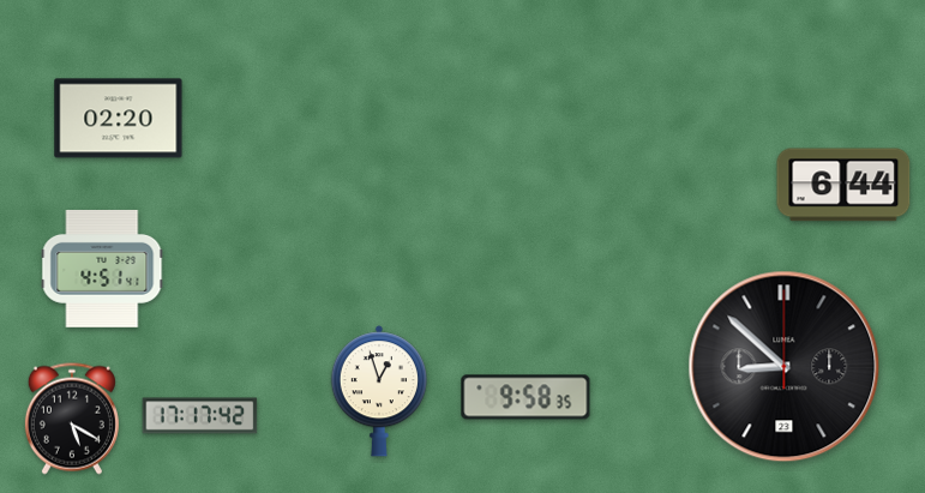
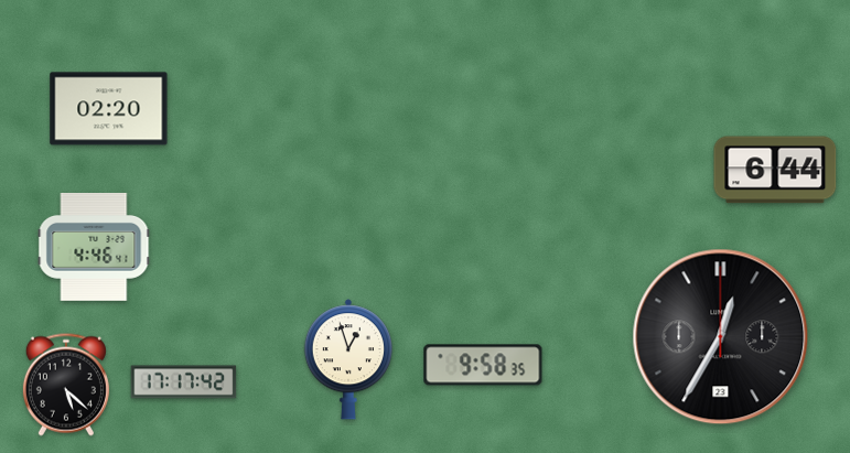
clock at (102, 269): 4:51 -> 4:46
clock at (785, 367): 8:52 -> 12:35
clock at (72, 419): 5:20 -> 5:22
